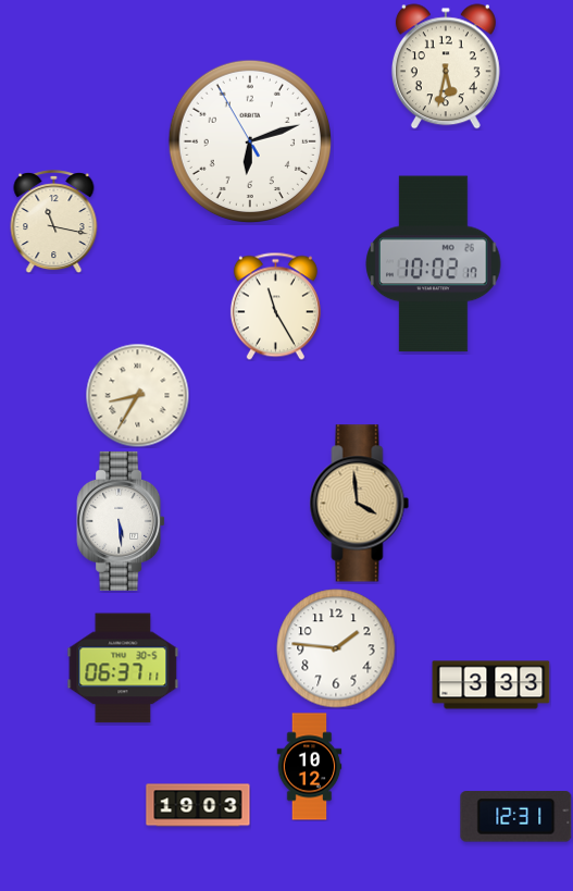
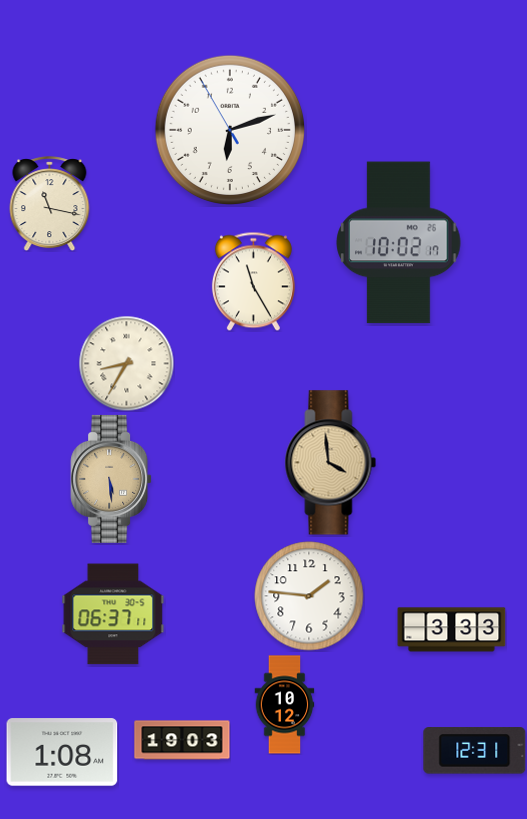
clock at (446, 66): 5:32 -> none
clock at (121, 521) dial: white -> champagne
clock at (62, 752): none -> 1:08
